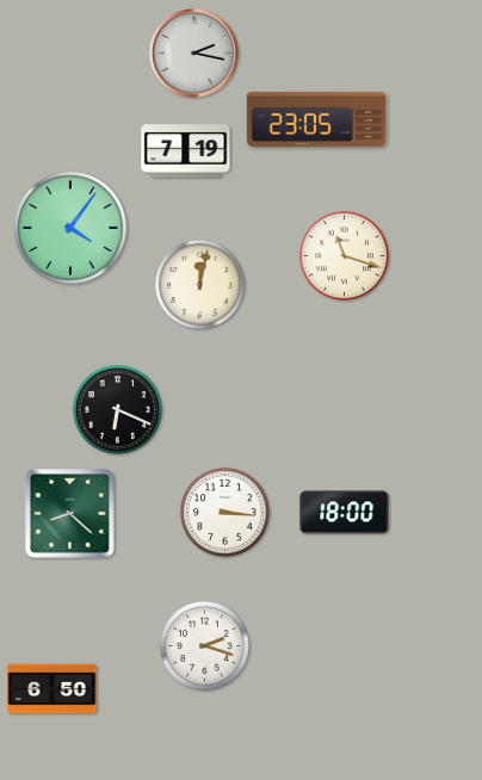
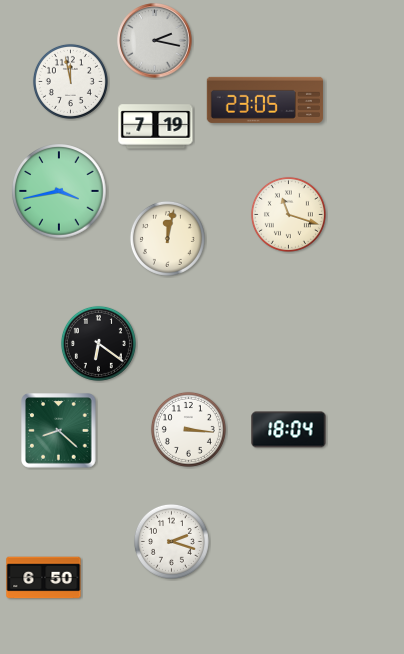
clock at (194, 54) position: (194, 54) -> (155, 41)
clock at (70, 81): none -> 11:58
clock at (70, 228): 4:06 -> 3:43
clock at (117, 409): 6:19 -> 6:21
clock at (345, 513): 18:00 -> 18:04
